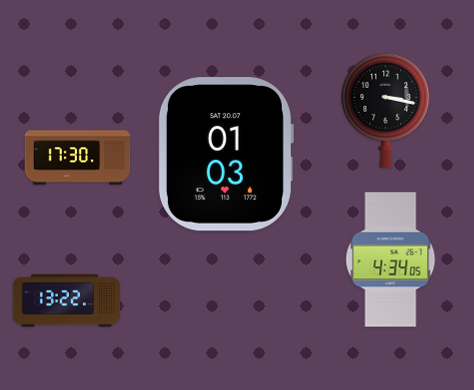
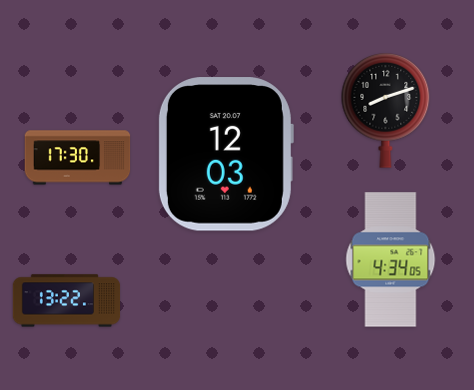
clock at (386, 111): 3:17 -> 8:12
clock at (226, 154): 01:03 -> 12:03
